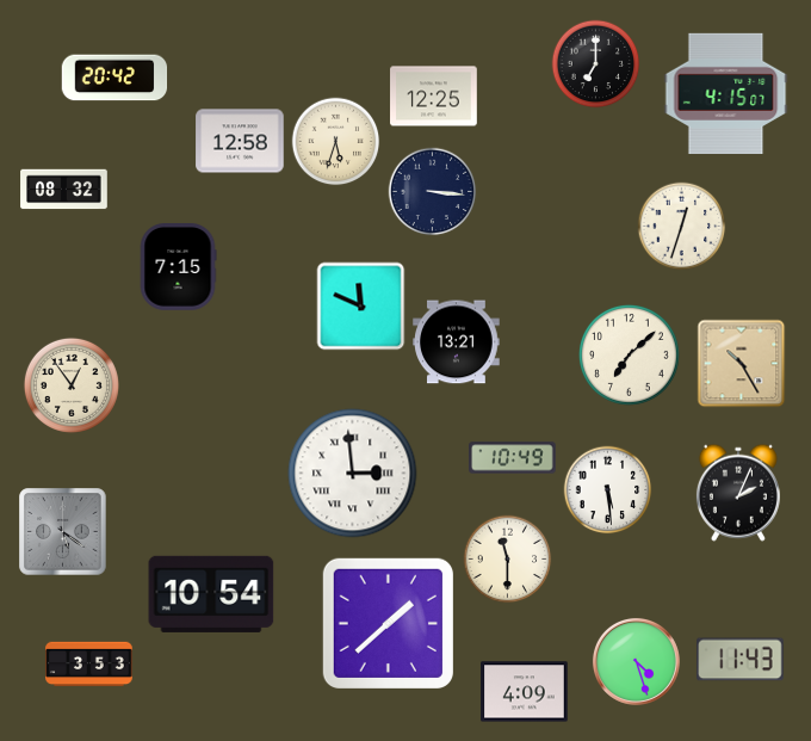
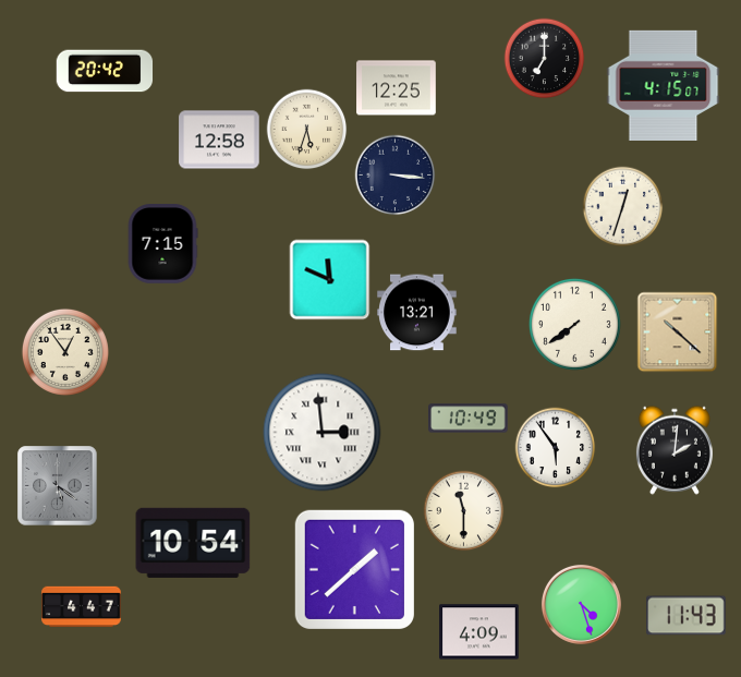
clock at (240, 141) position: (240, 141) -> (219, 140)
clock at (64, 190): 08:32 -> none
clock at (629, 354): 7:08 -> 7:39
clock at (742, 364): 10:25 -> 10:22
clock at (608, 490): 5:29 -> 5:54
clock at (738, 493): 2:04 -> 2:01
clock at (741, 660) position: (741, 660) -> (687, 616)
clock at (89, 665): 3:53 -> 4:47
